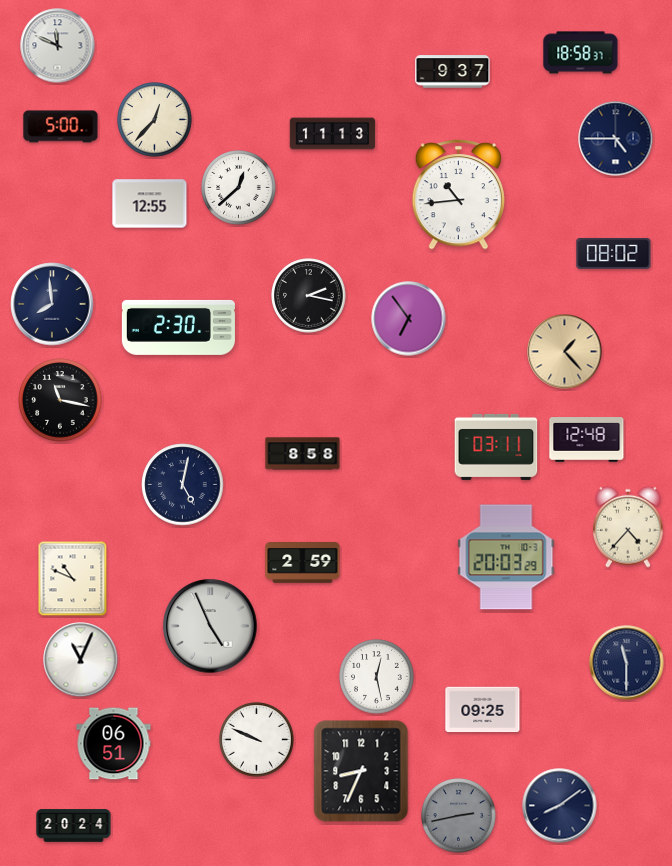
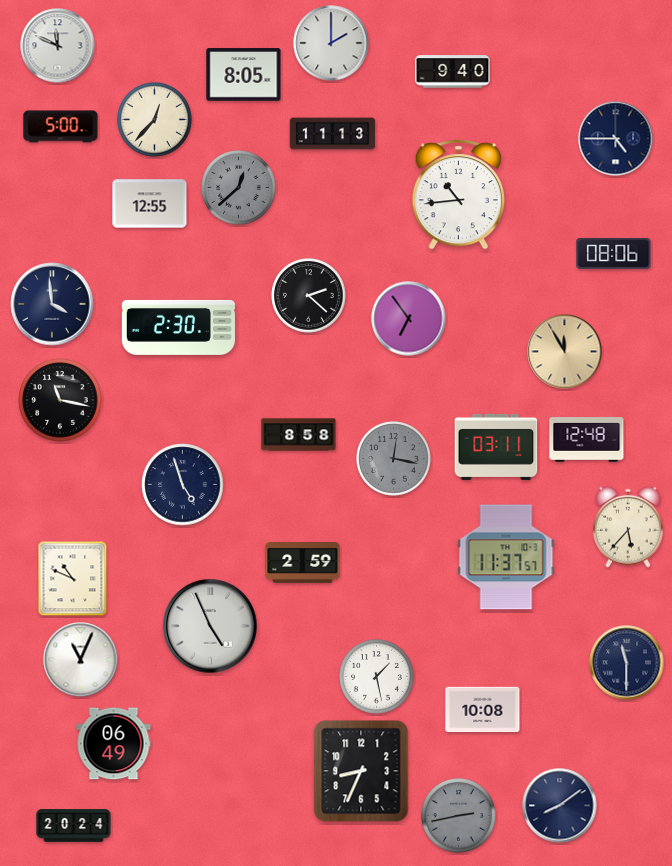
clock at (331, 43): none -> 2:00
clock at (581, 53): 18:58 -> none
clock at (453, 72): 9:37 -> 9:40
clock at (244, 75): none -> 8:05
clock at (239, 188) dial: white -> grey
clock at (614, 253): 08:02 -> 08:06
clock at (309, 296): 2:17 -> 2:22
clock at (52, 304): 7:59 -> 3:59
clock at (565, 352): 1:23 -> 11:55
clock at (303, 454) position: (303, 454) -> (299, 435)
clock at (394, 459): none -> 12:17
clock at (183, 485): 5:02 -> 4:57
clock at (628, 527): 4:37 -> 5:37
clock at (506, 557): 20:03 -> 11:37
clock at (377, 677): 12:28 -> 1:28
clock at (483, 710): 09:25 -> 10:08
clock at (257, 740): 9:49 -> none
clock at (114, 744): 06:51 -> 06:49
